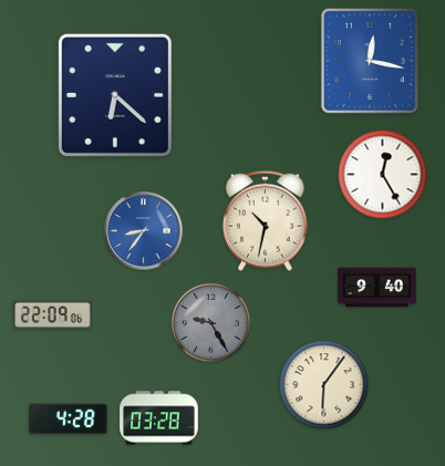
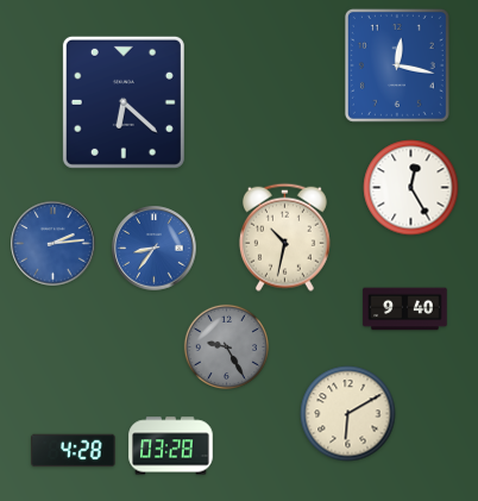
clock at (54, 244): none -> 2:14
clock at (53, 314): 22:09 -> none
clock at (324, 385): 6:06 -> 6:10
clock at (159, 418) position: (159, 418) -> (171, 446)
